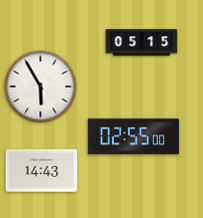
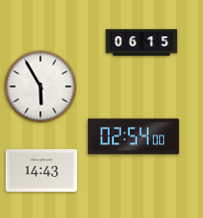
clock at (142, 43): 05:15 -> 06:15
clock at (133, 137): 02:55 -> 02:54
